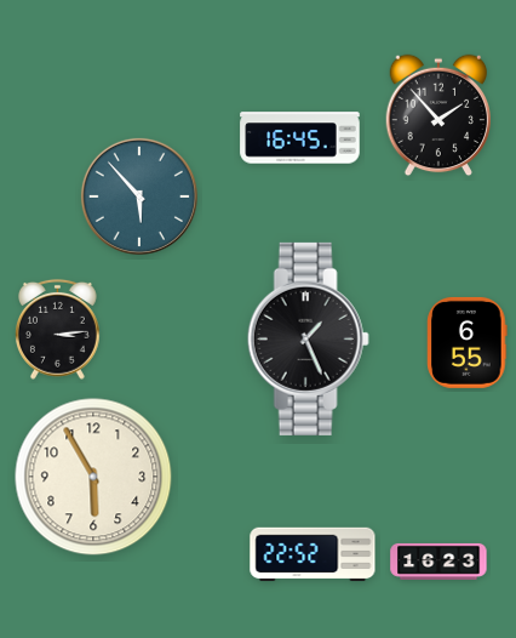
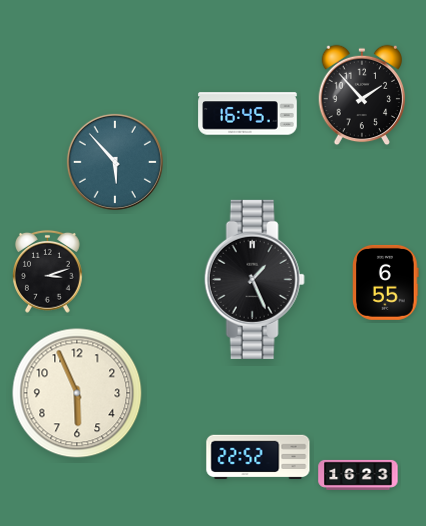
clock at (58, 329): 3:14 -> 3:12
clock at (93, 477): 5:55 -> 5:56
clock at (438, 562) position: (438, 562) -> (358, 475)
